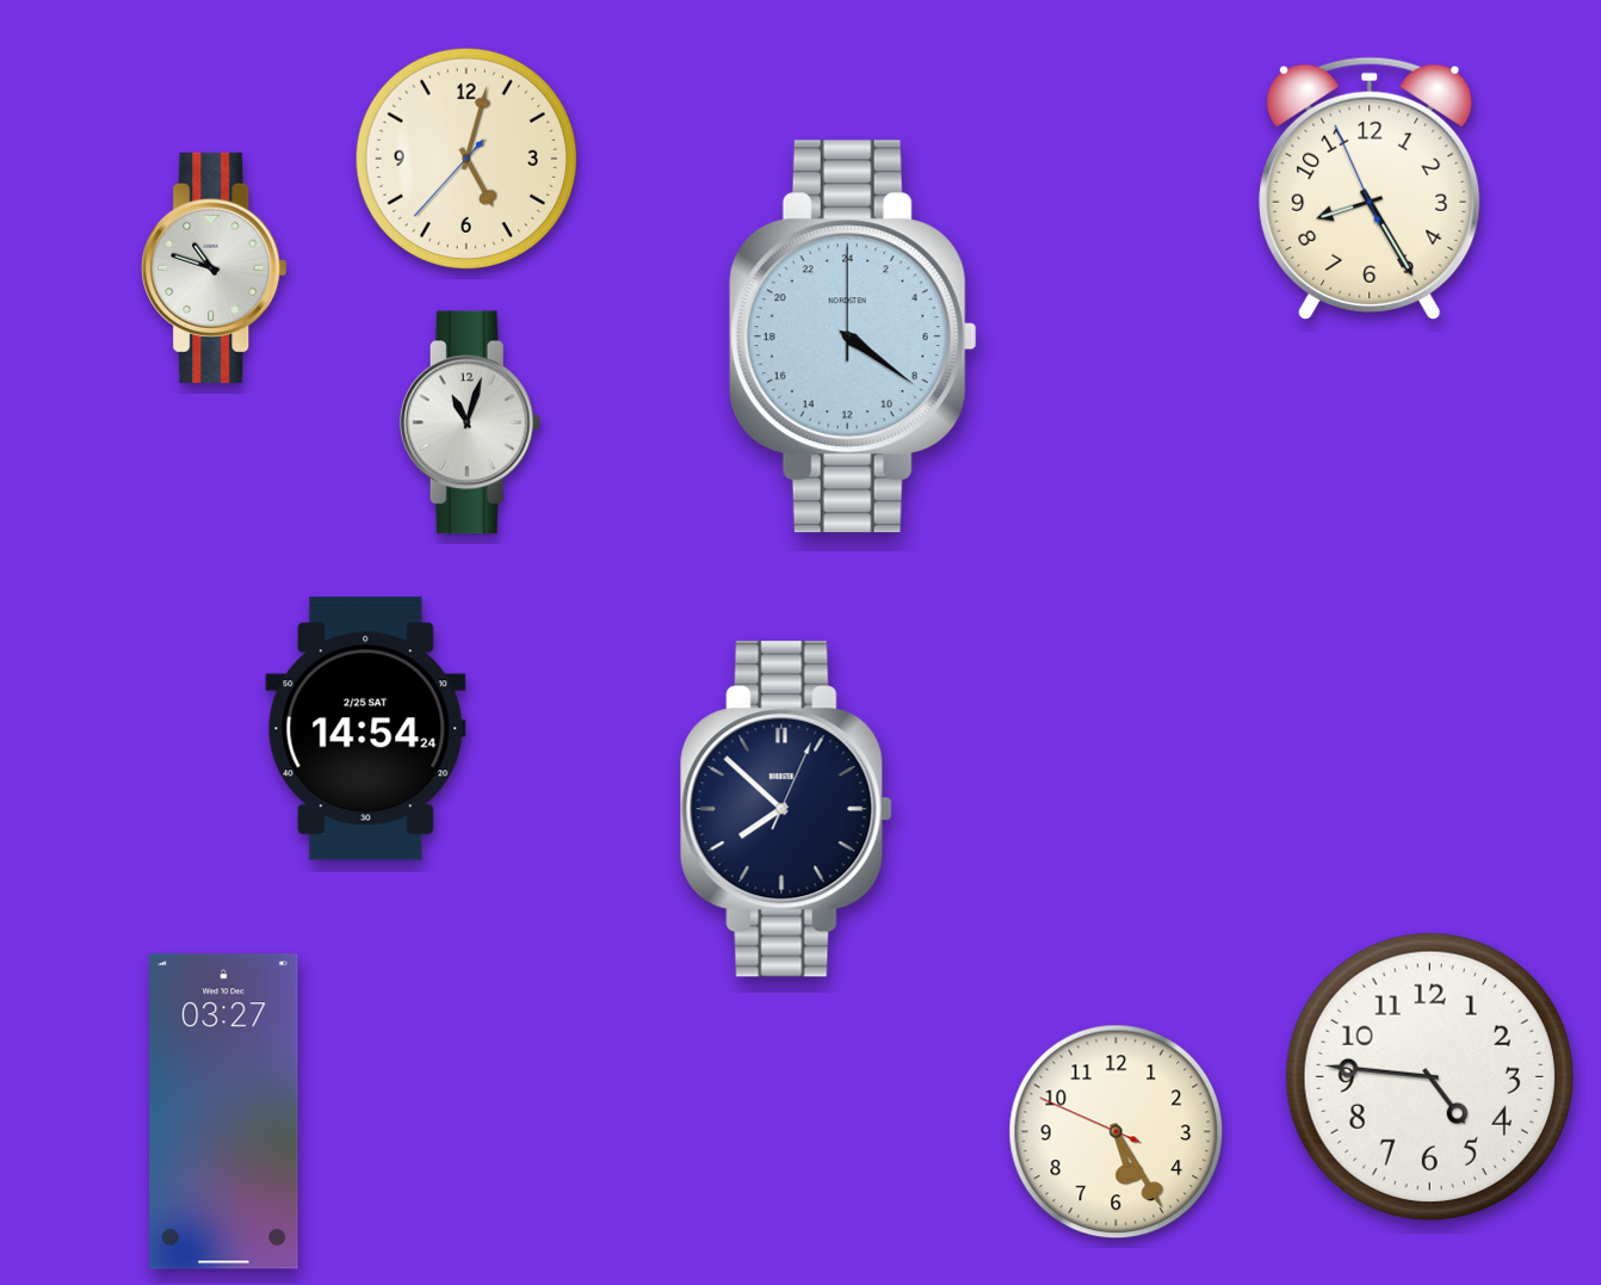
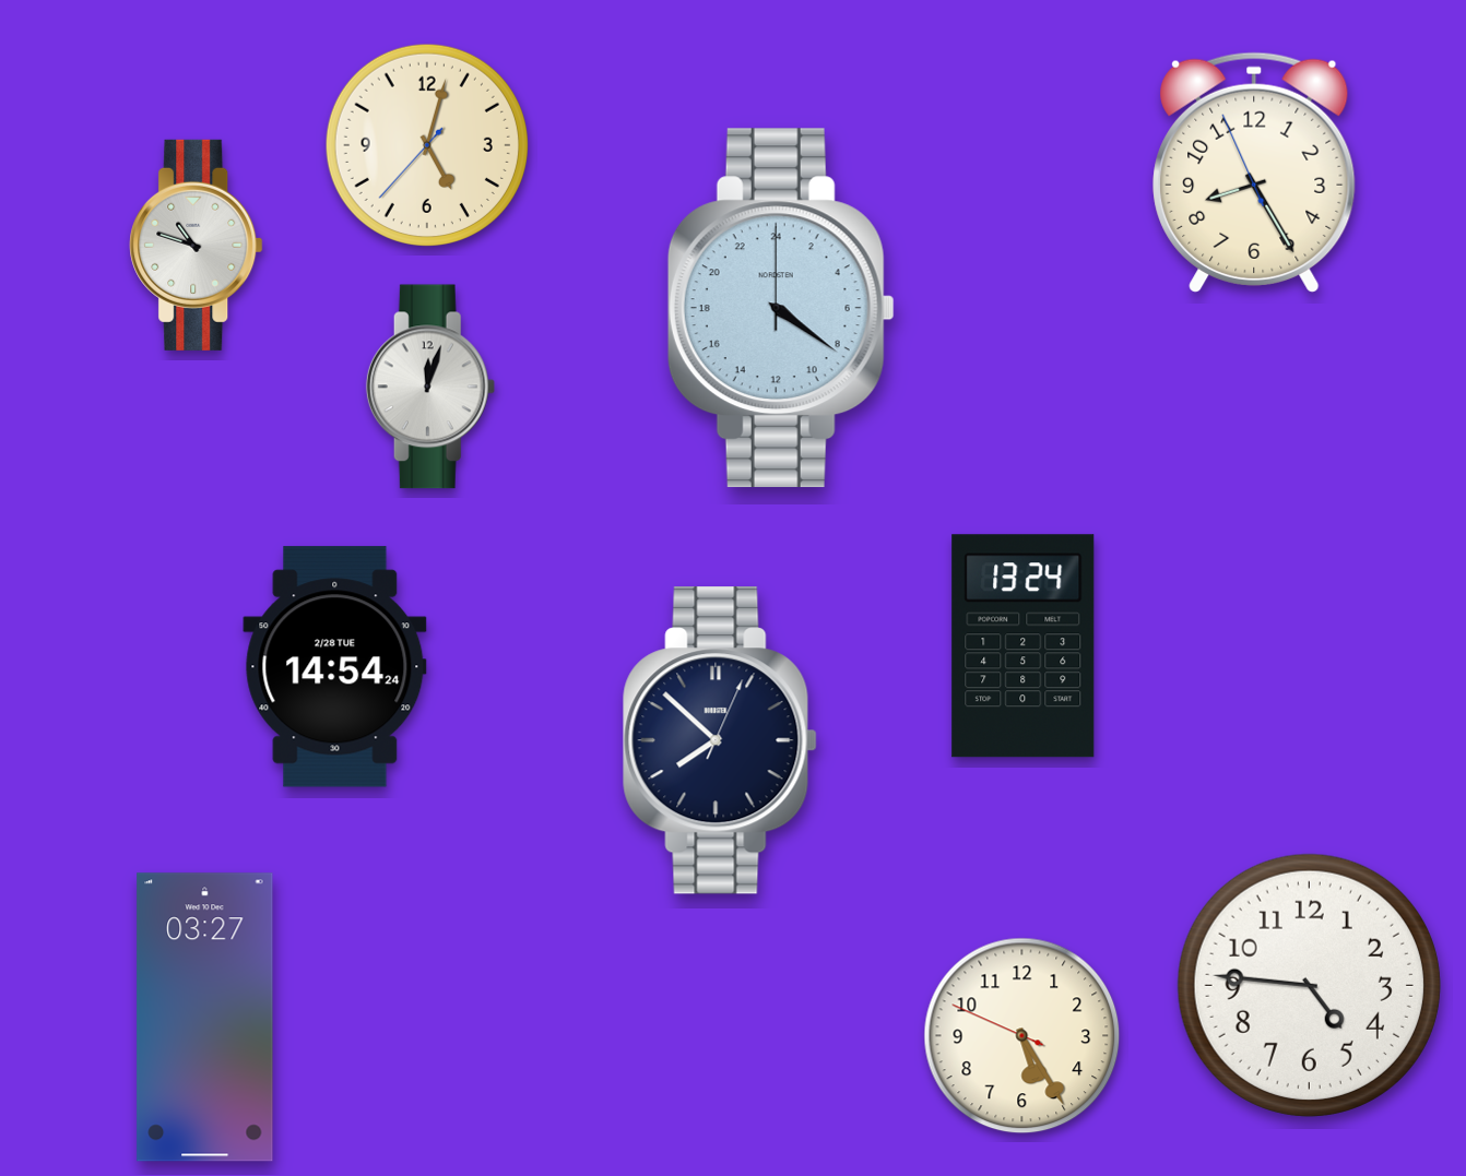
clock at (470, 422): 11:03 -> 12:03
clock at (1024, 646): none -> 13:24
clock at (366, 729) date: 2/25 SAT -> 2/28 TUE
